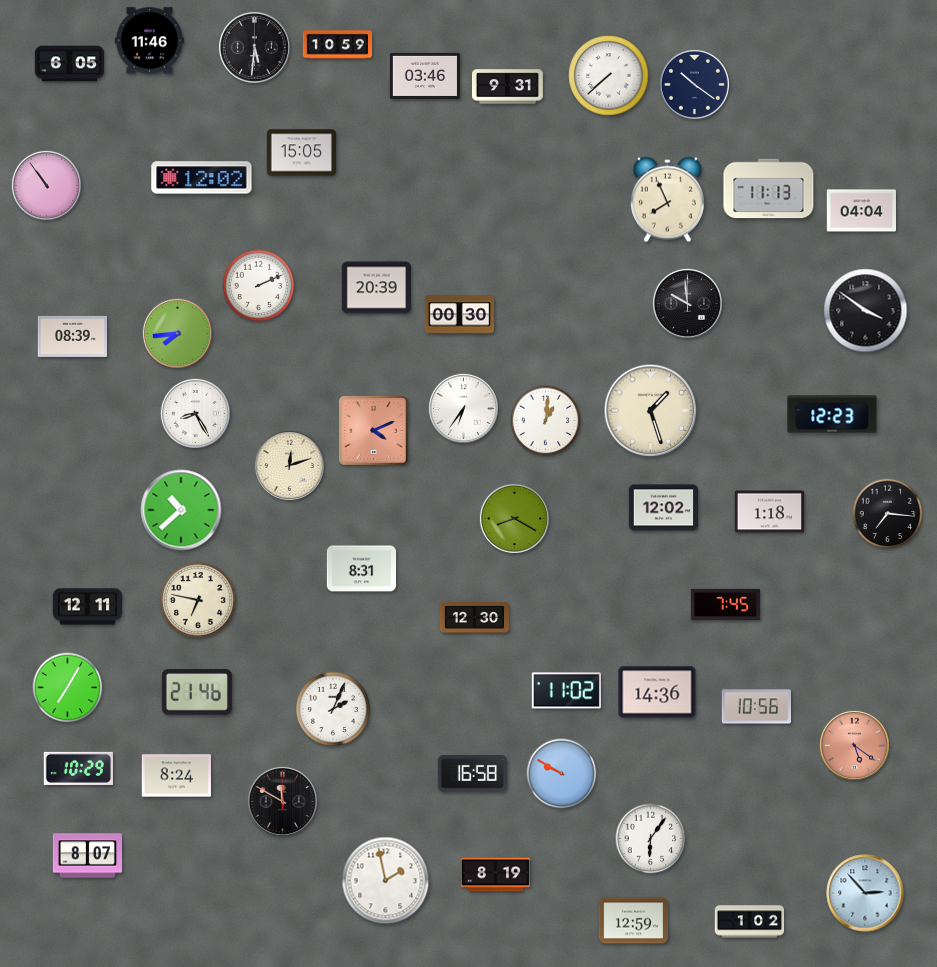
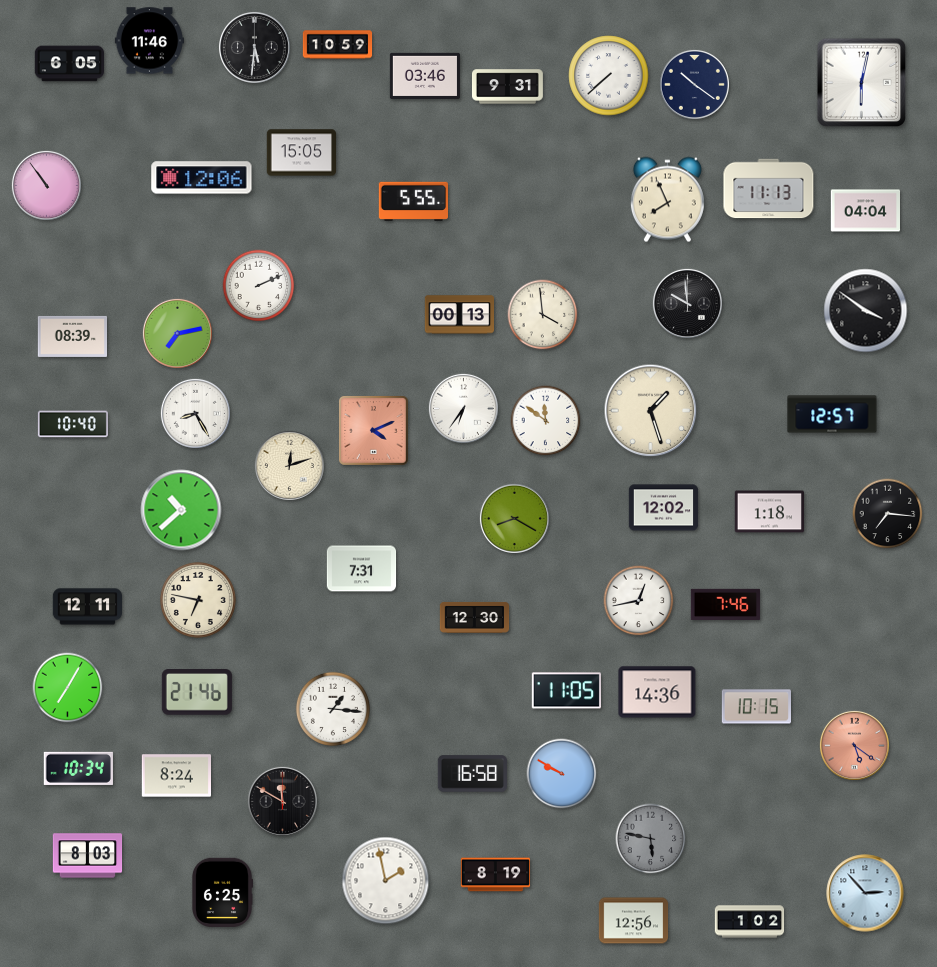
clock at (862, 83): none -> 6:02
clock at (202, 178): 12:02 -> 12:06
clock at (413, 201): none -> 5:55
clock at (861, 211) position: (861, 211) -> (865, 211)
clock at (376, 288): 20:39 -> none
clock at (459, 315): 00:30 -> 00:13
clock at (543, 315): none -> 3:59
clock at (177, 333): 7:44 -> 7:13
clock at (832, 414): 12:23 -> 12:57
clock at (546, 421): 1:01 -> 11:51
clock at (73, 424): none -> 10:40
clock at (362, 569): 8:31 -> 7:31
clock at (639, 601): none -> 12:43
clock at (726, 604): 7:45 -> 7:46
clock at (566, 691): 11:02 -> 11:05
clock at (756, 707): 10:56 -> 10:15
clock at (333, 709): 2:04 -> 1:16
clock at (78, 768): 10:29 -> 10:34
clock at (651, 839): 6:06 -> 5:47
clock at (651, 839) dial: white -> grey
clock at (88, 856): 8:07 -> 8:03
clock at (221, 892): none -> 6:25
clock at (634, 921): 12:59 -> 12:56
